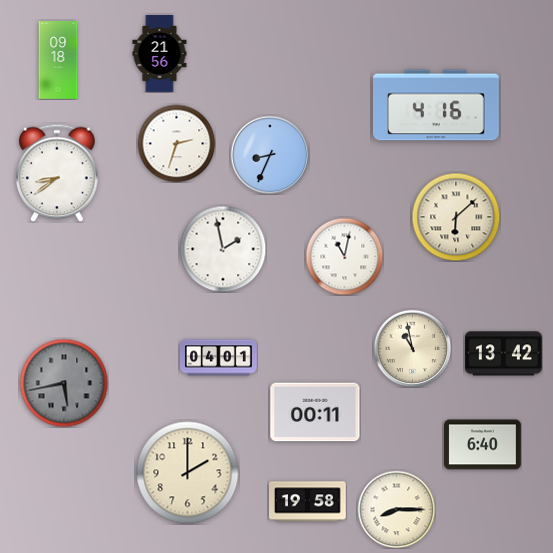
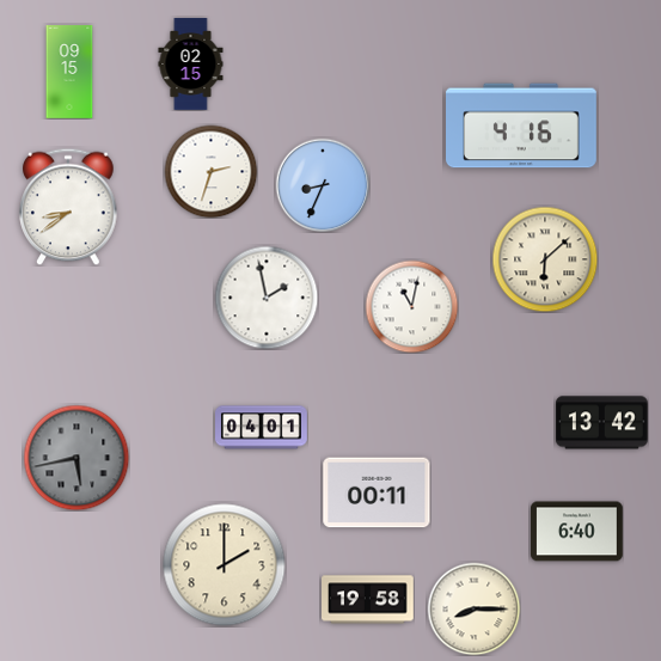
clock at (160, 54): 21:56 -> 02:15
clock at (58, 60): 09:18 -> 09:15
clock at (412, 348): 10:58 -> none
